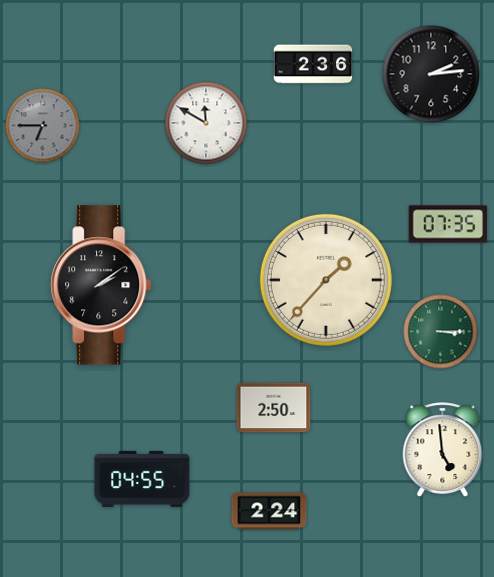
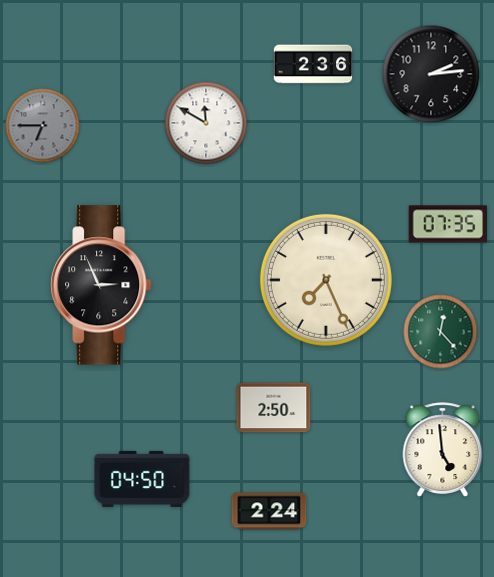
clock at (326, 280): 1:37 -> 7:26
clock at (101, 285): 2:09 -> 2:56
clock at (441, 332): 3:15 -> 12:23
clock at (142, 479): 04:55 -> 04:50
